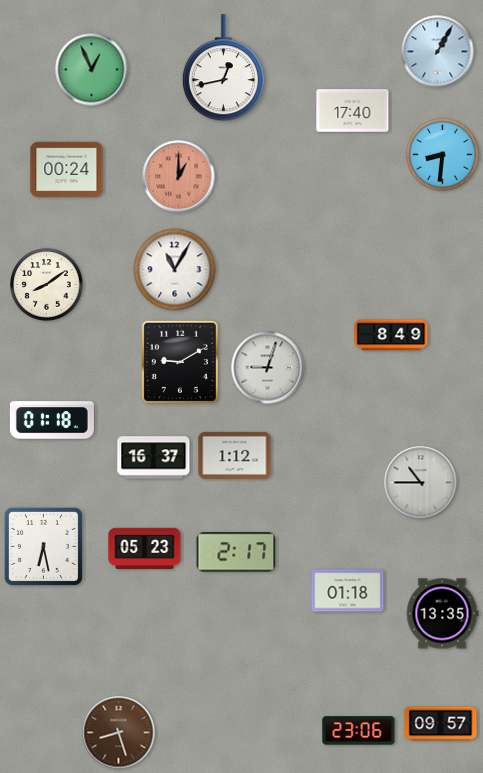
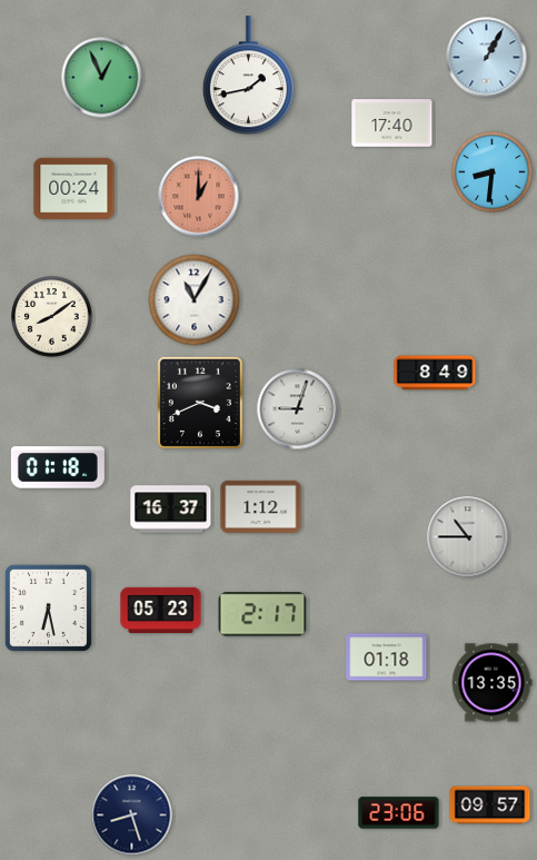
clock at (223, 68): 12:43 -> 1:43
clock at (180, 362): 9:10 -> 3:41
clock at (119, 733) dial: brown -> navy
